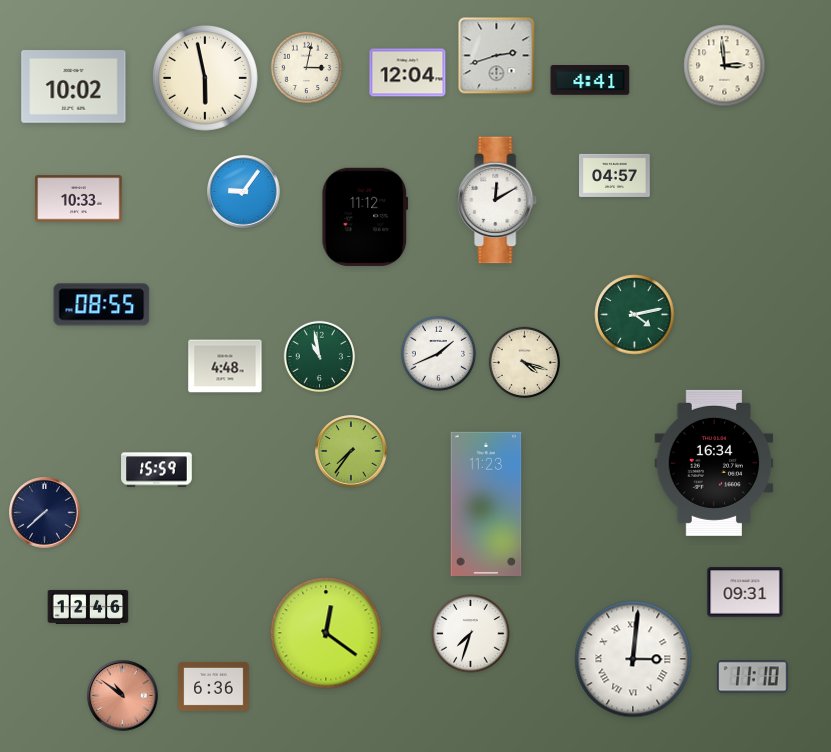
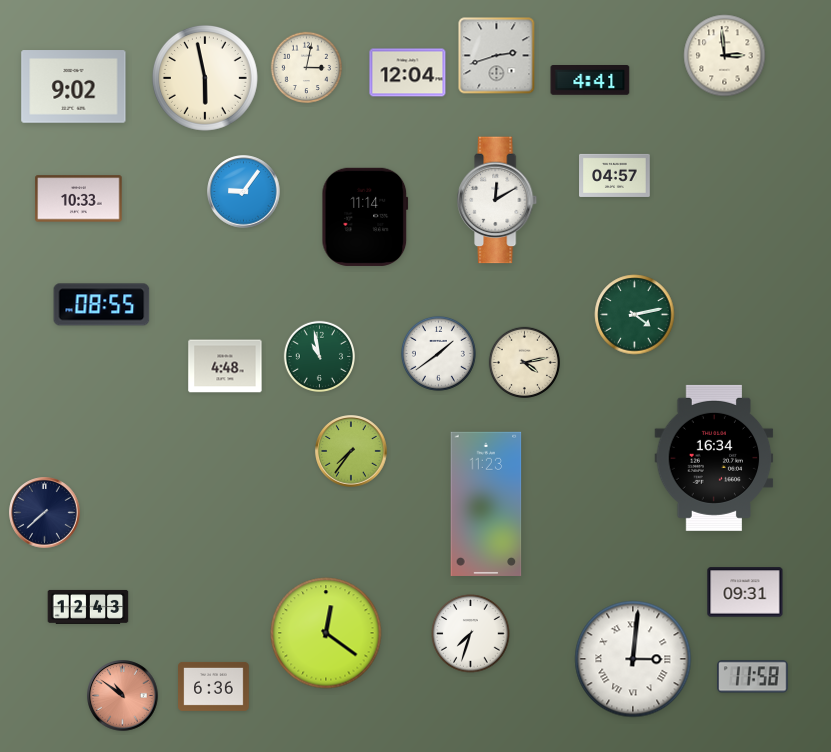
clock at (725, 66) position: (725, 66) -> (725, 56)
clock at (74, 87): 10:02 -> 9:02
clock at (365, 217): 11:12 -> 11:14
clock at (438, 353): 1:41 -> 1:39
clock at (524, 362): 4:18 -> 4:13
clock at (714, 463) position: (714, 463) -> (714, 458)
clock at (157, 470): 15:59 -> none
clock at (88, 607): 12:46 -> 12:43
clock at (753, 677): 11:10 -> 11:58
